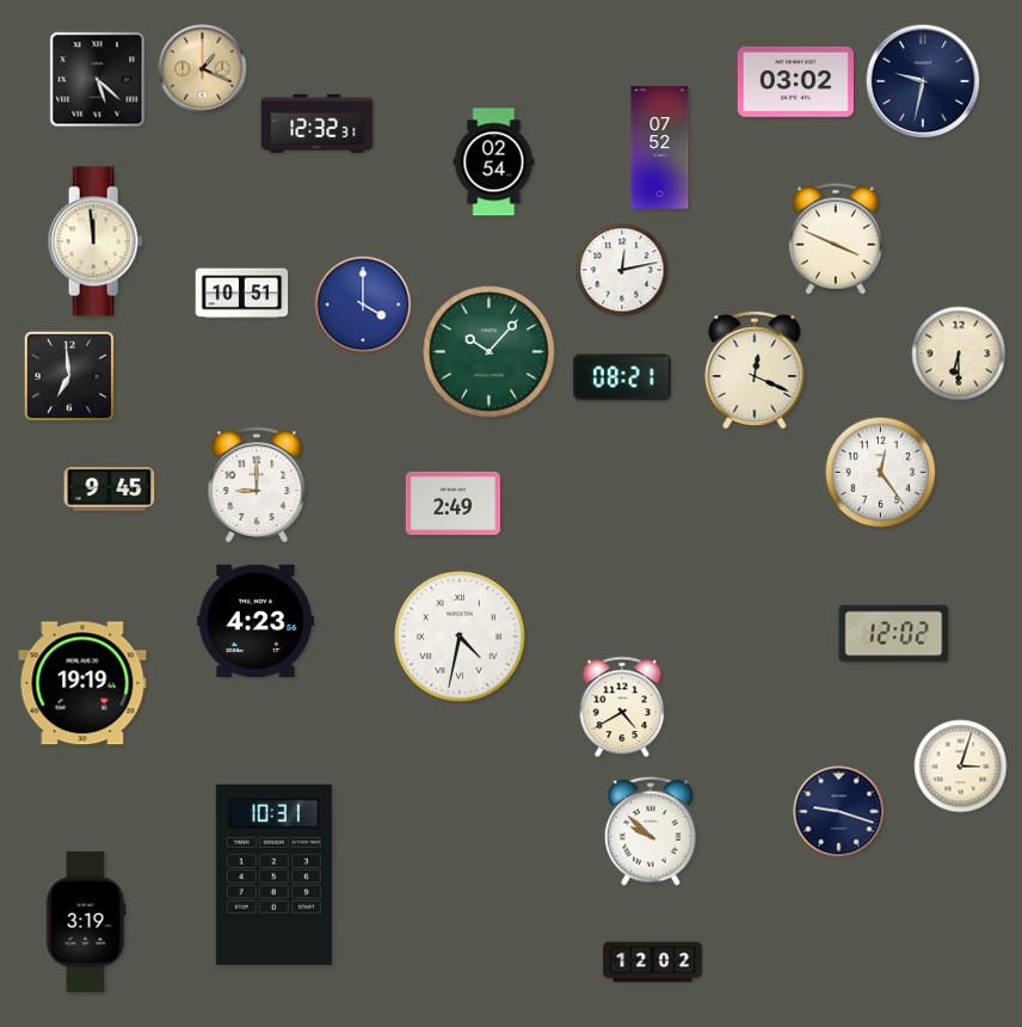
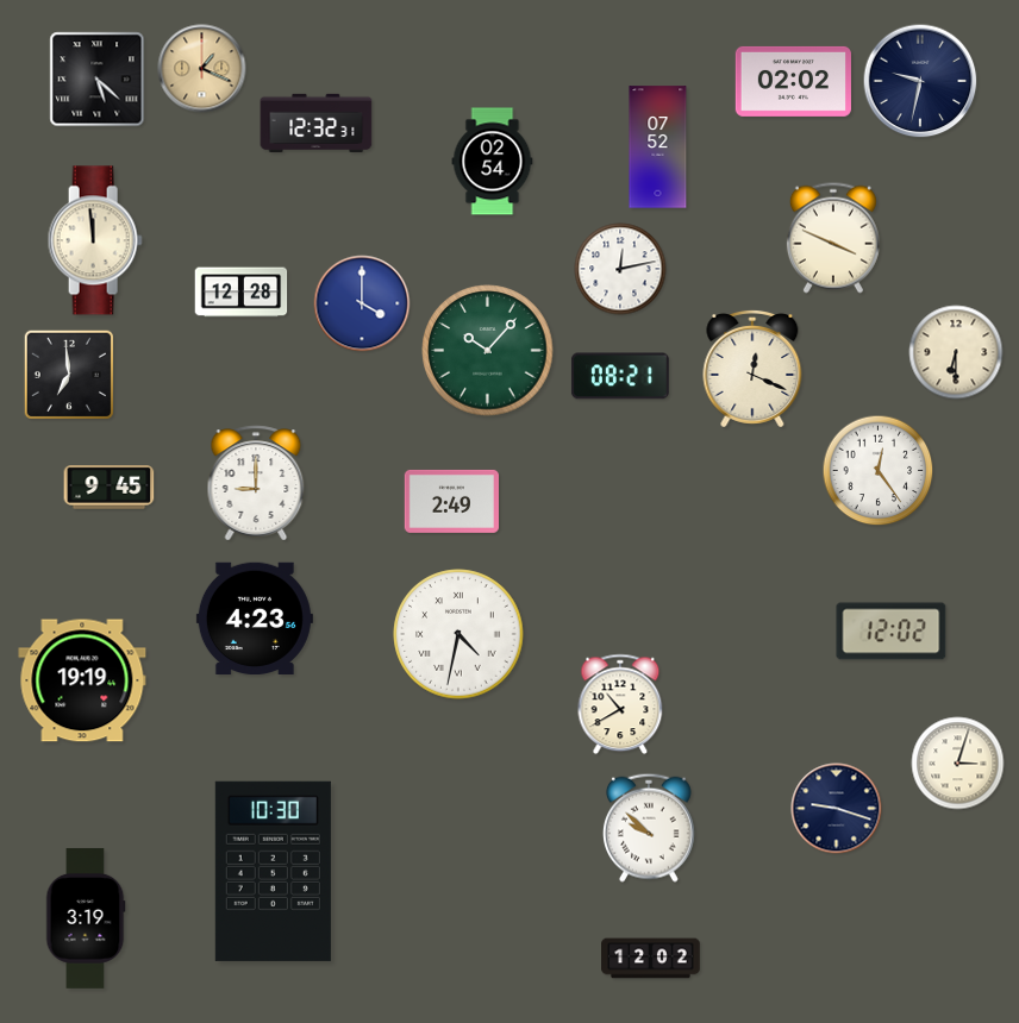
clock at (795, 81): 03:02 -> 02:02
clock at (242, 294): 10:51 -> 12:28
clock at (622, 707): 4:40 -> 10:40
clock at (273, 874): 10:31 -> 10:30
